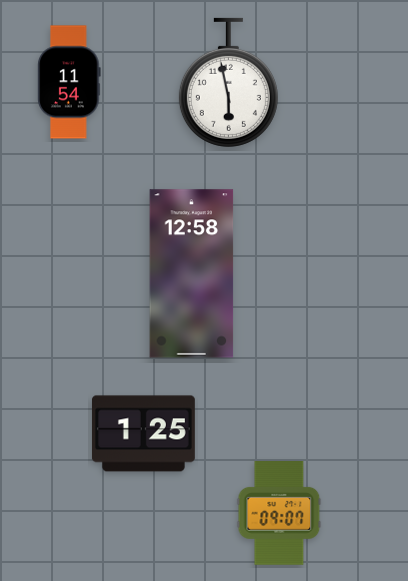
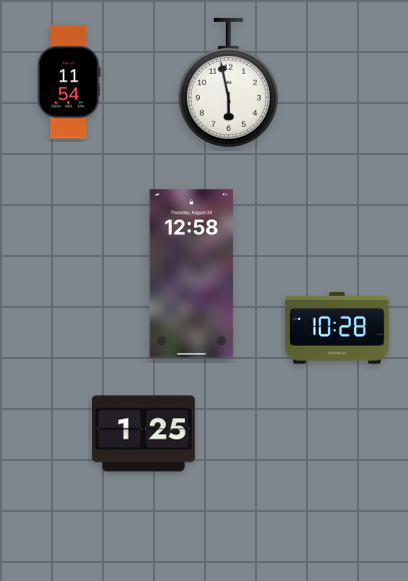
clock at (338, 329): none -> 10:28
clock at (279, 514): 09:07 -> none
